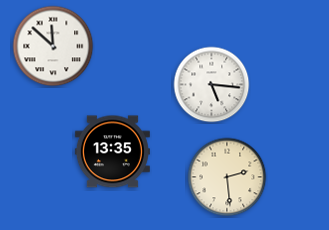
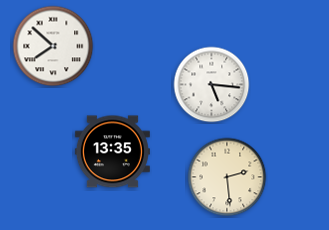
clock at (53, 46): 11:52 -> 7:52
